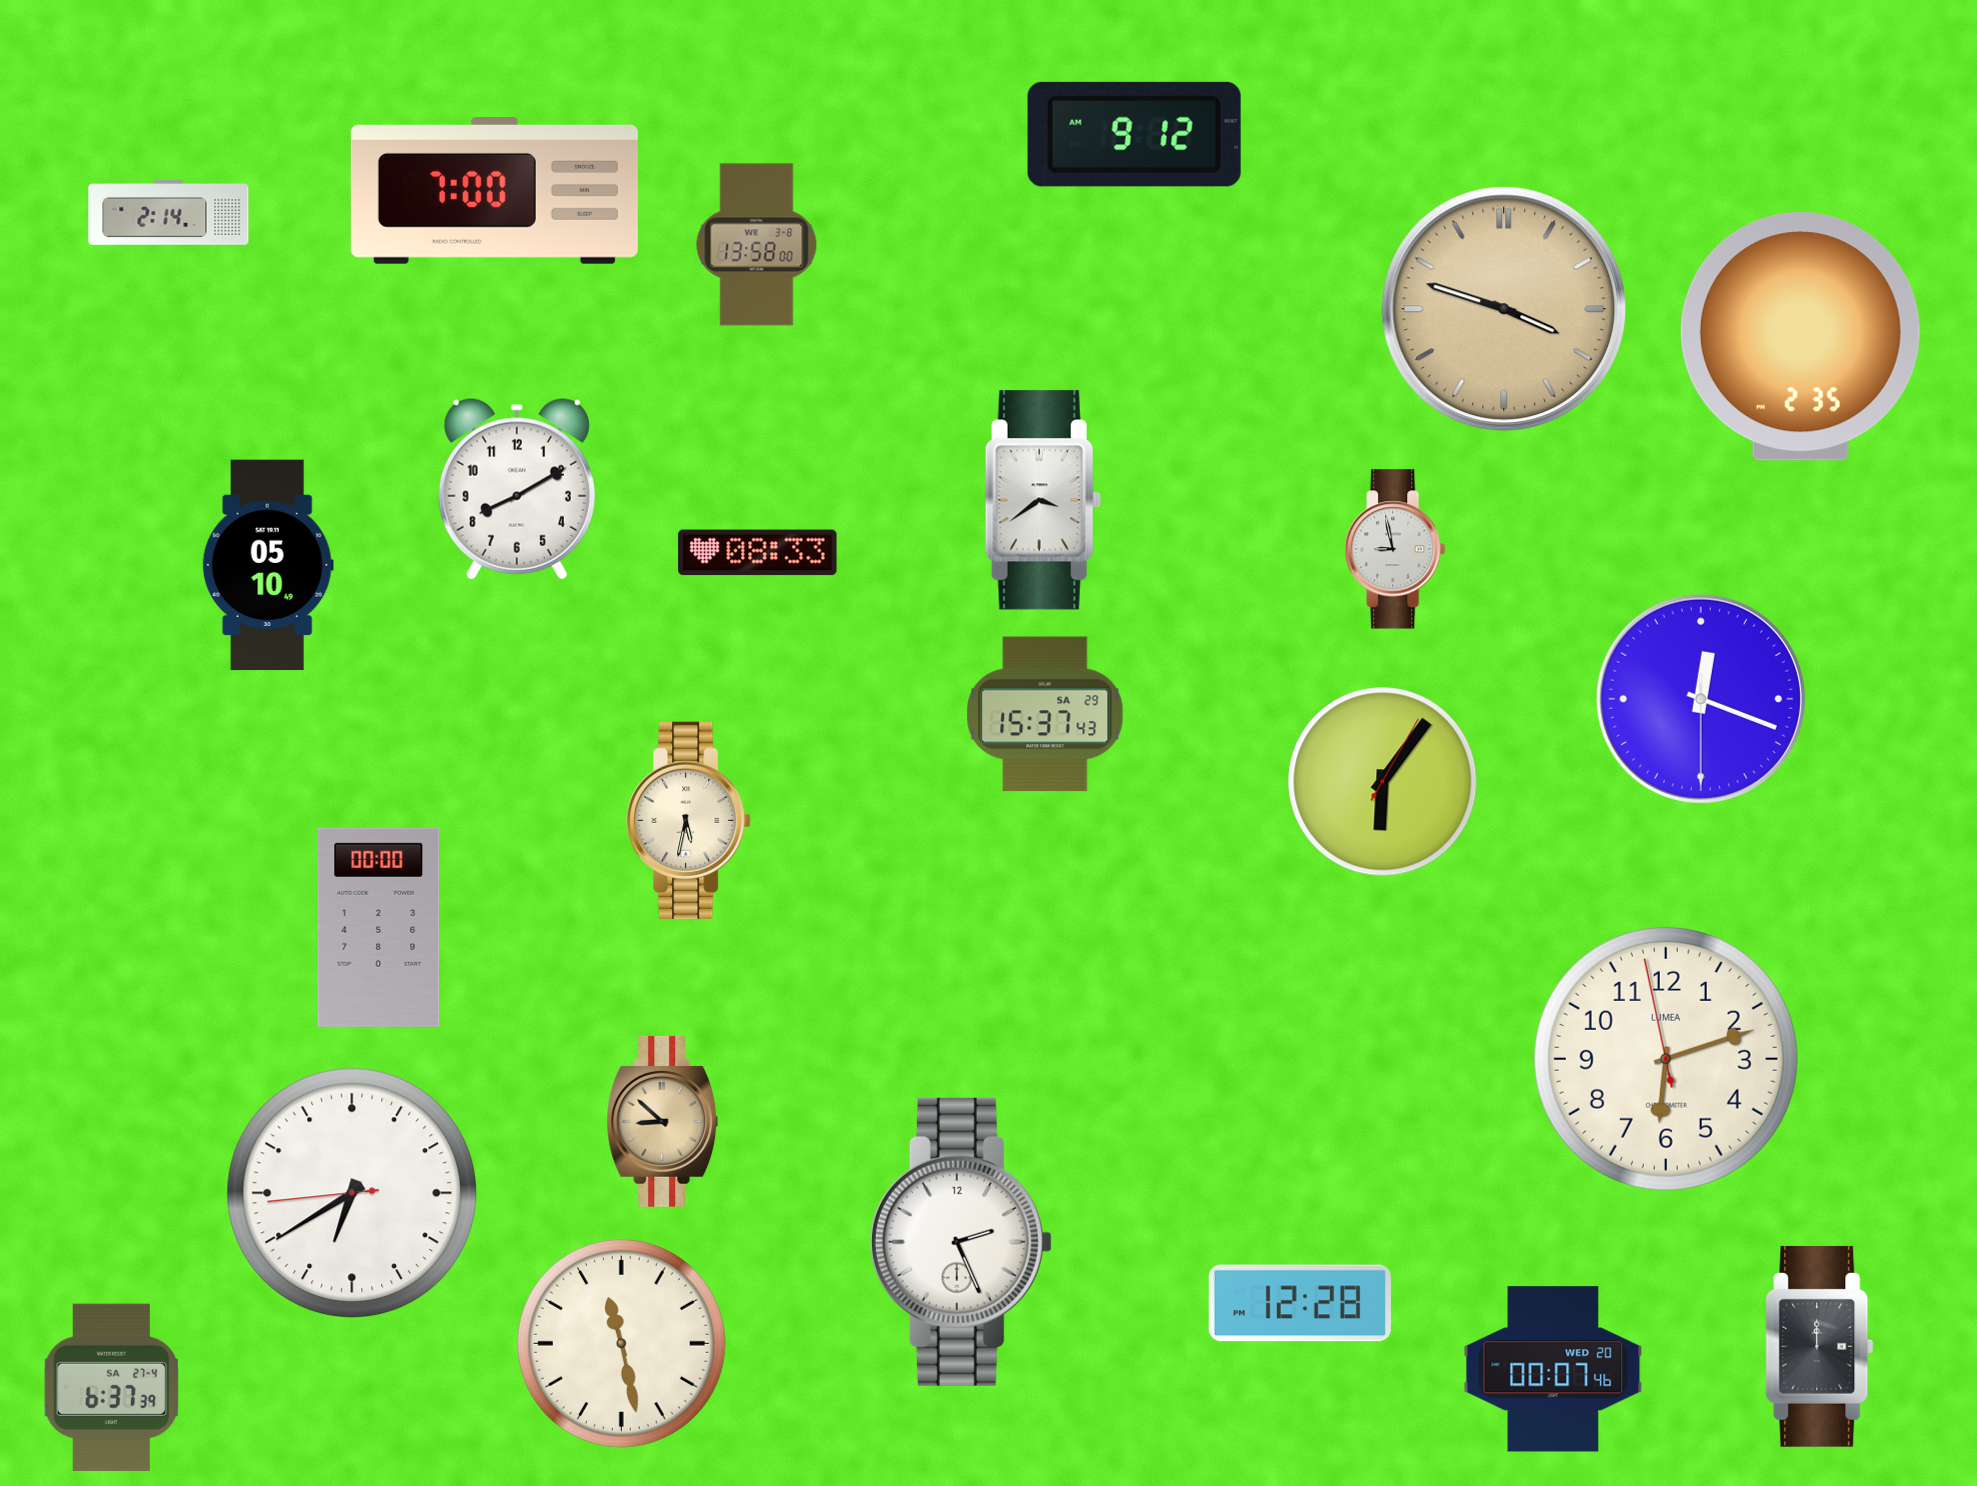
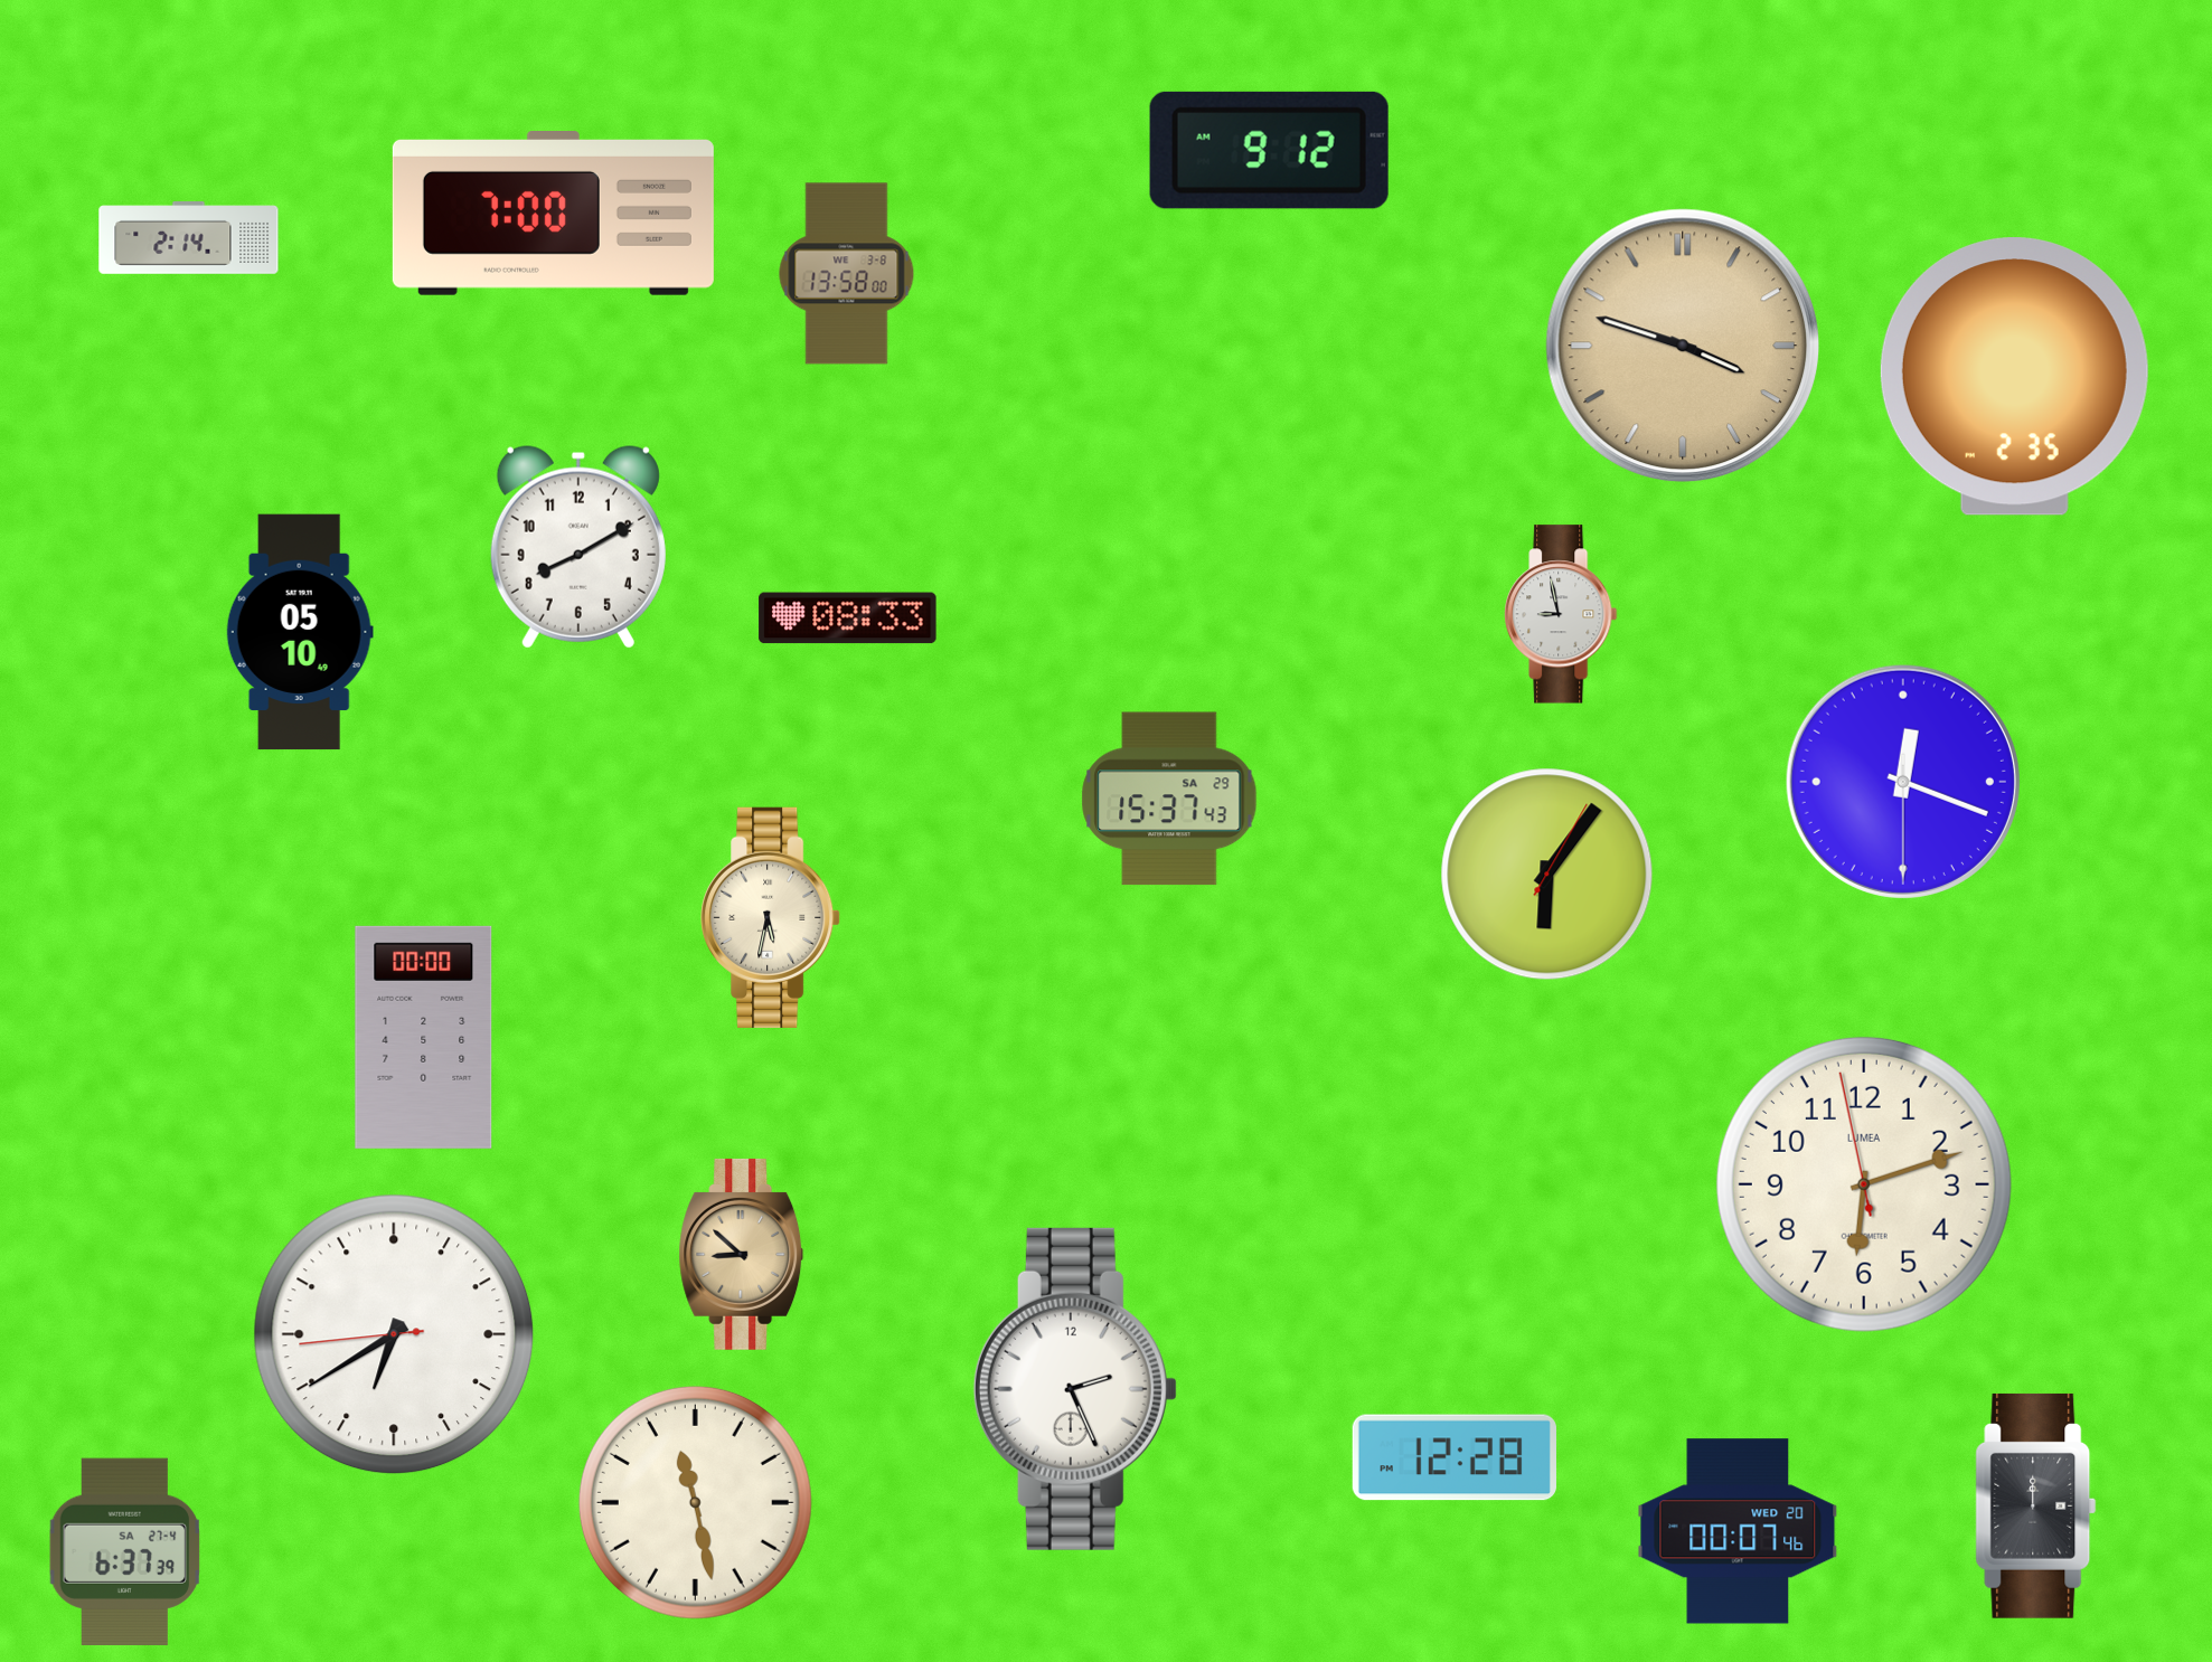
clock at (1043, 500): 3:39 -> none
